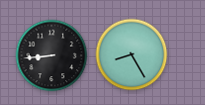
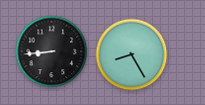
clock at (52, 56) position: (52, 56) -> (52, 52)
